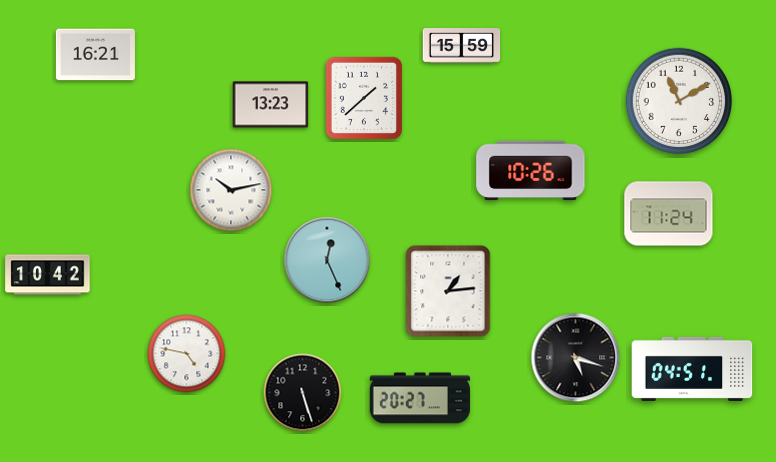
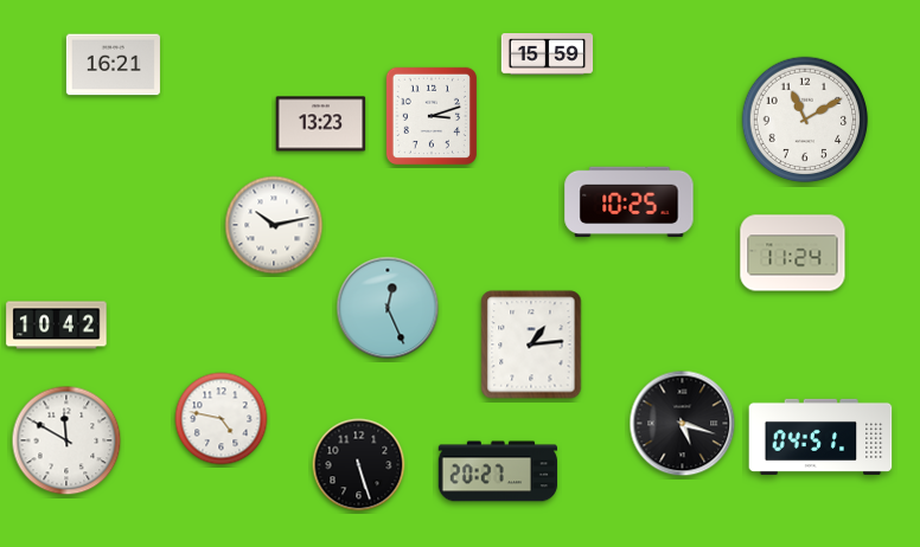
clock at (363, 97): 1:38 -> 3:12
clock at (531, 171): 10:26 -> 10:25
clock at (66, 440): none -> 11:50
